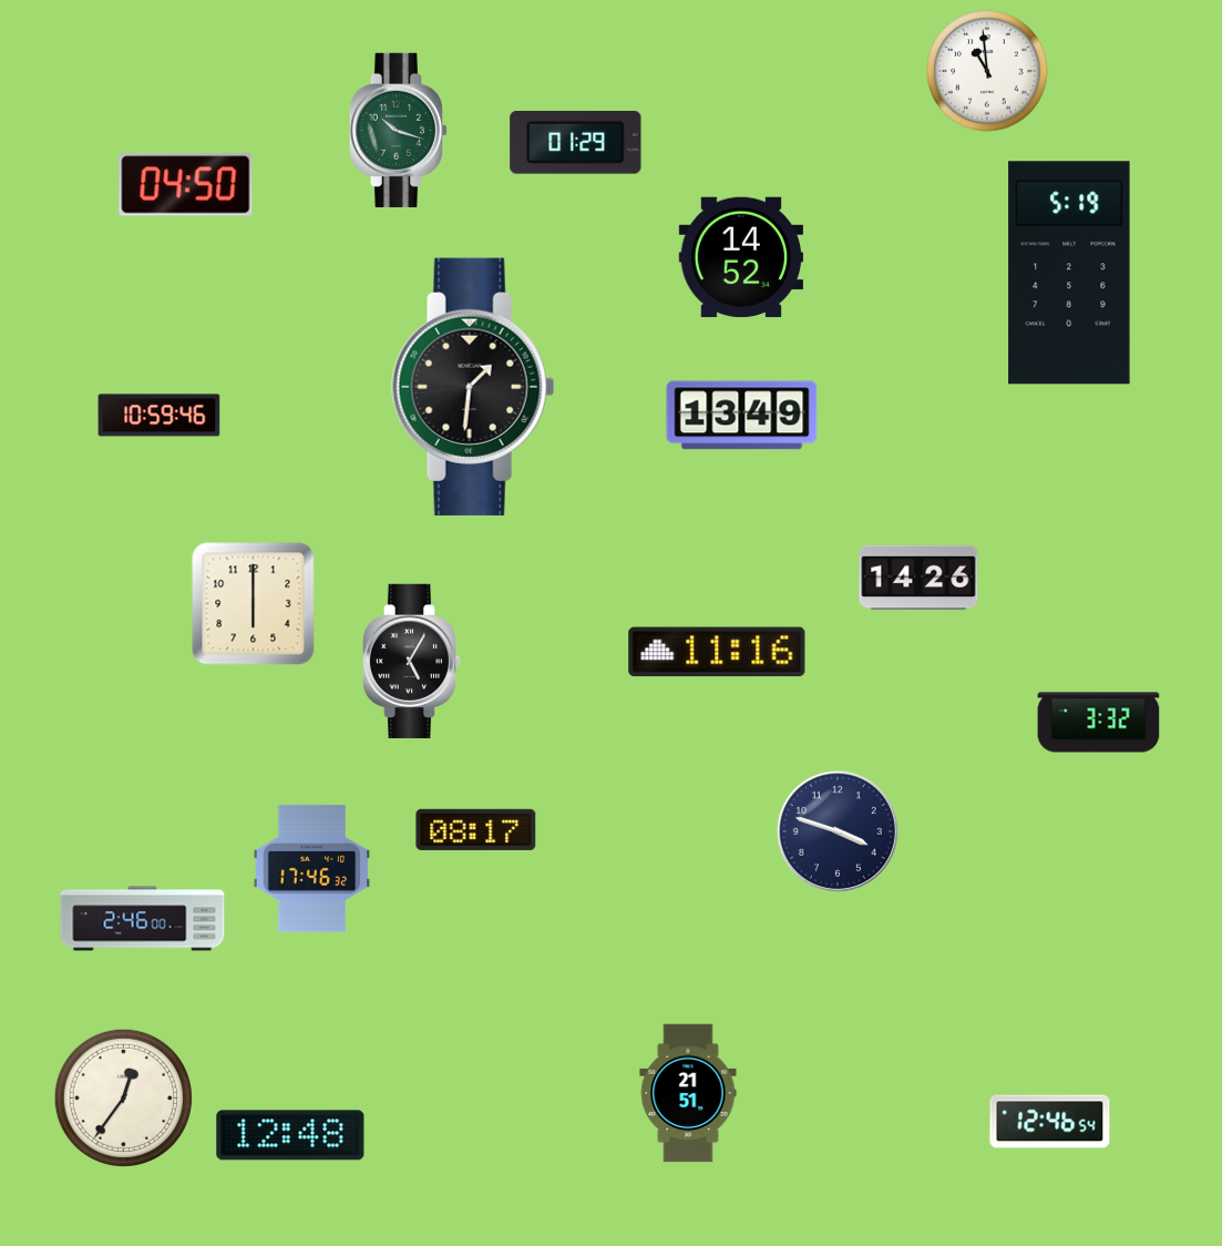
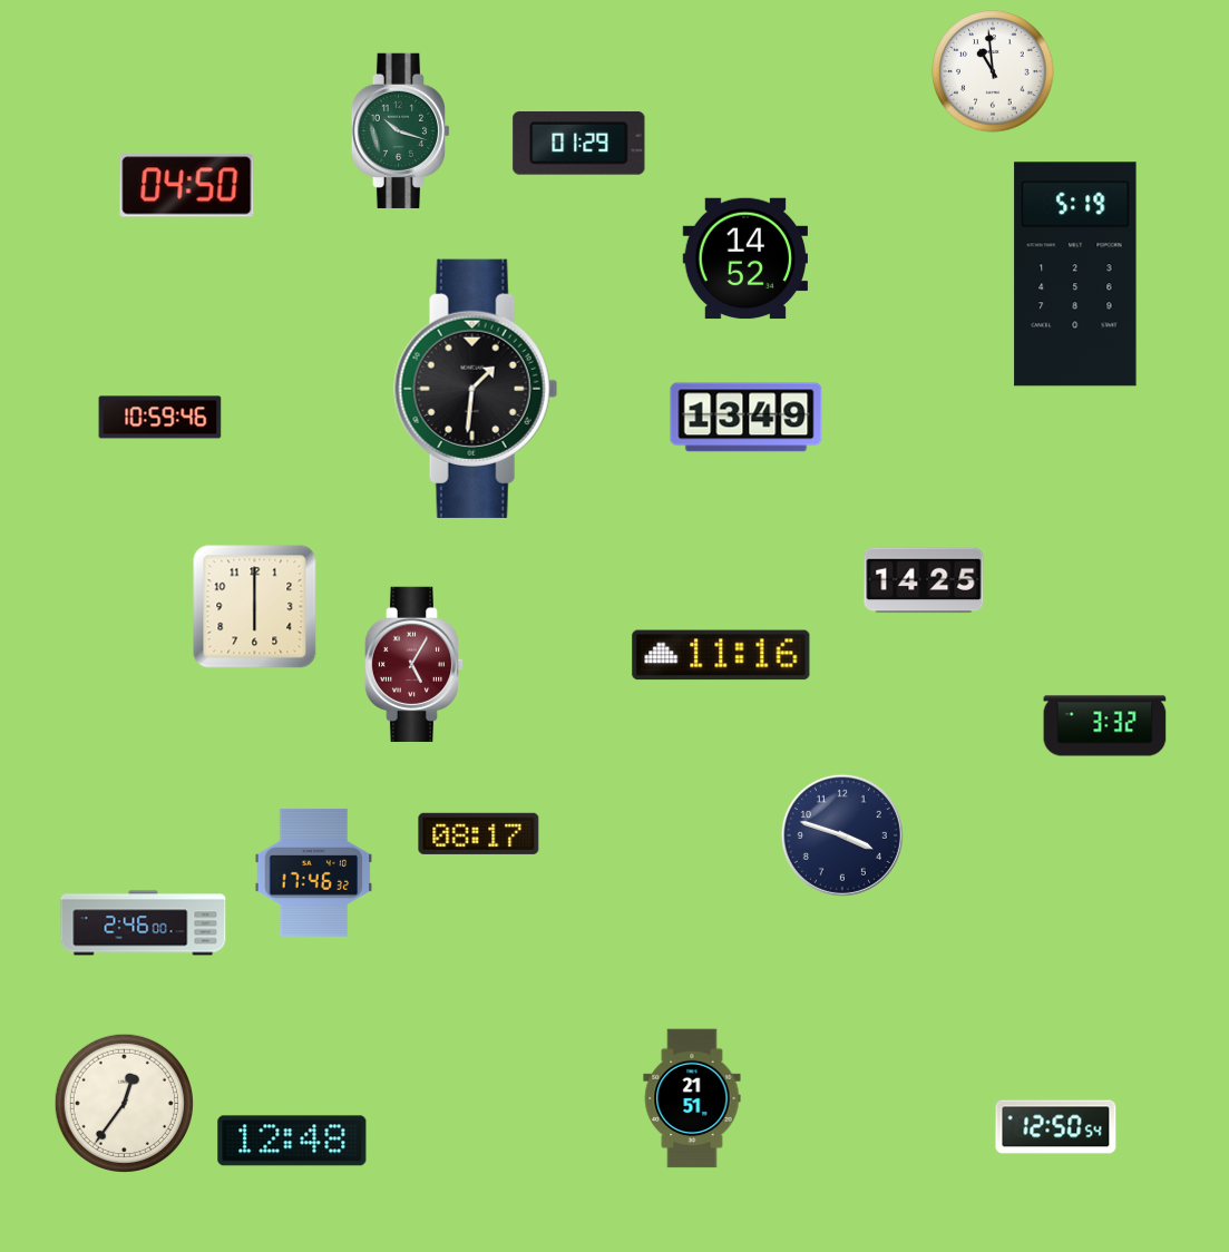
clock at (918, 578): 14:26 -> 14:25
clock at (412, 661) dial: black -> burgundy
clock at (1050, 1122): 12:46 -> 12:50
